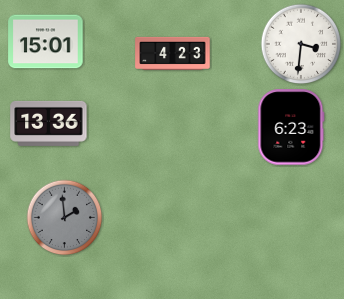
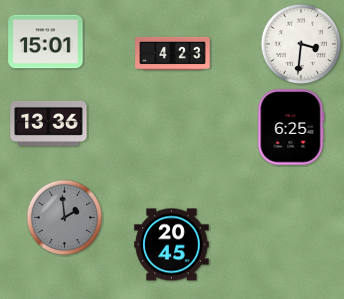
clock at (291, 127): 6:23 -> 6:25
clock at (172, 245): none -> 20:45
